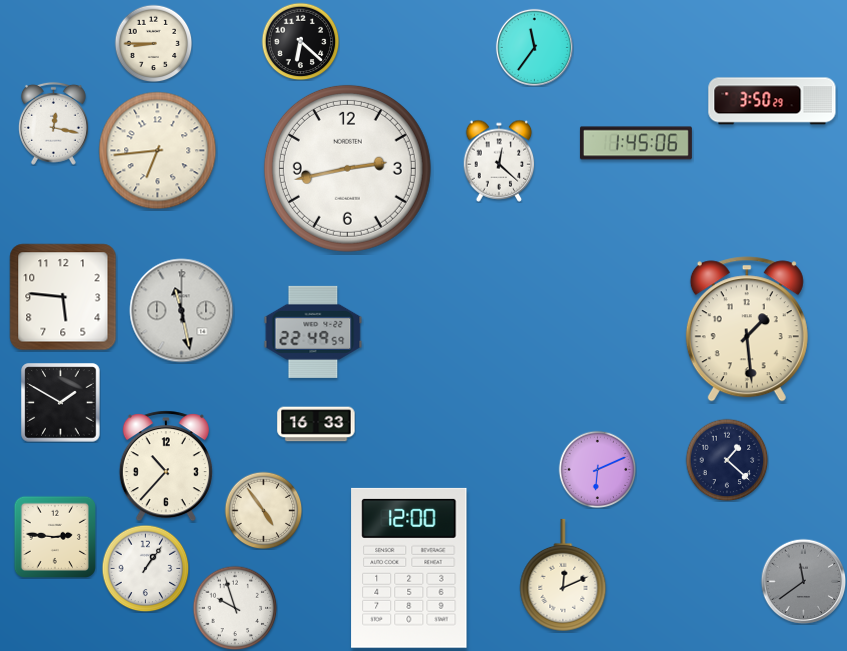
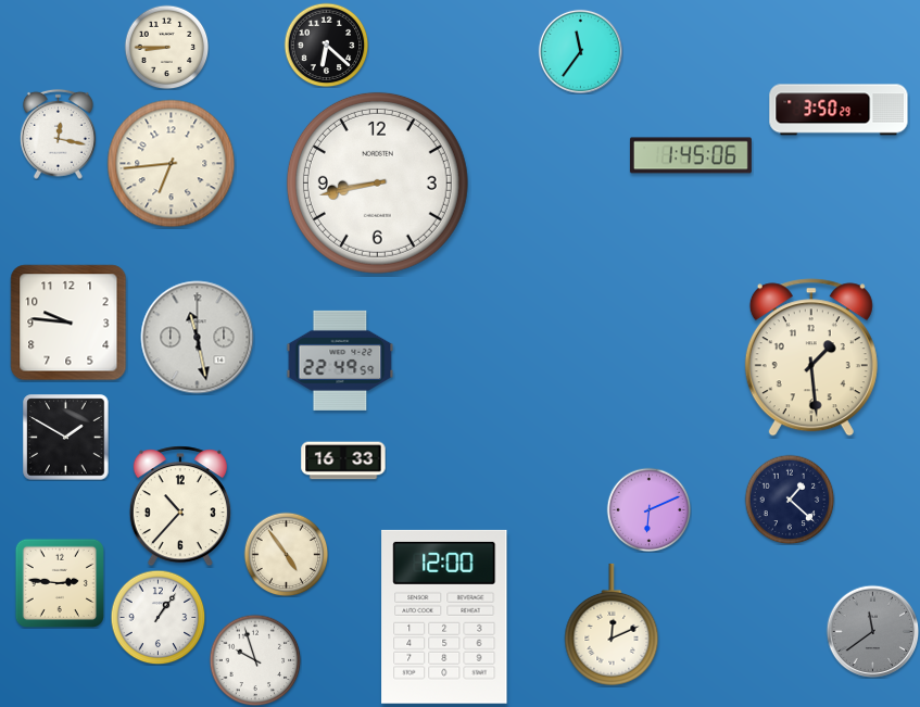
clock at (499, 161): 12:22 -> none
clock at (347, 168): 2:43 -> 8:43
clock at (63, 297): 5:46 -> 9:46
